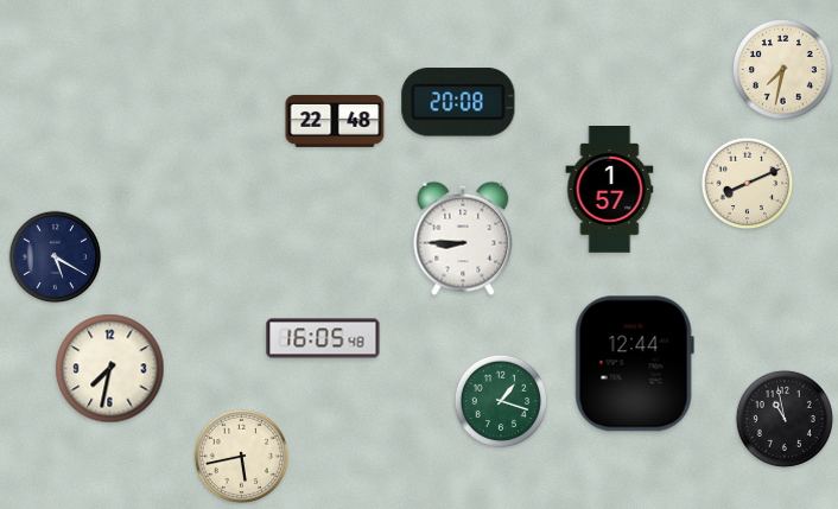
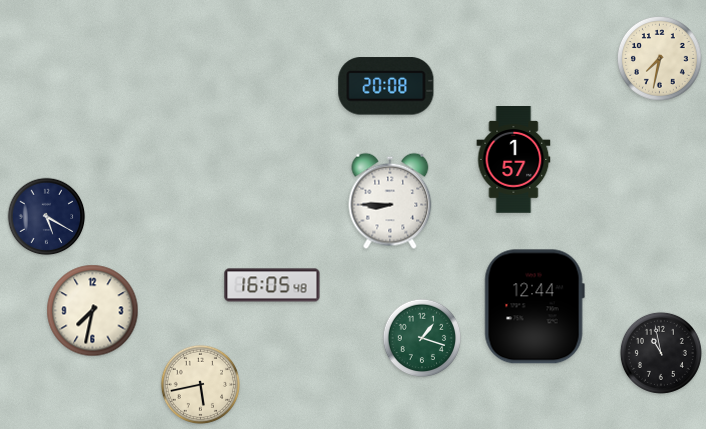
clock at (335, 121): 22:48 -> none
clock at (748, 184): 8:11 -> none
clock at (241, 456) position: (241, 456) -> (200, 384)
